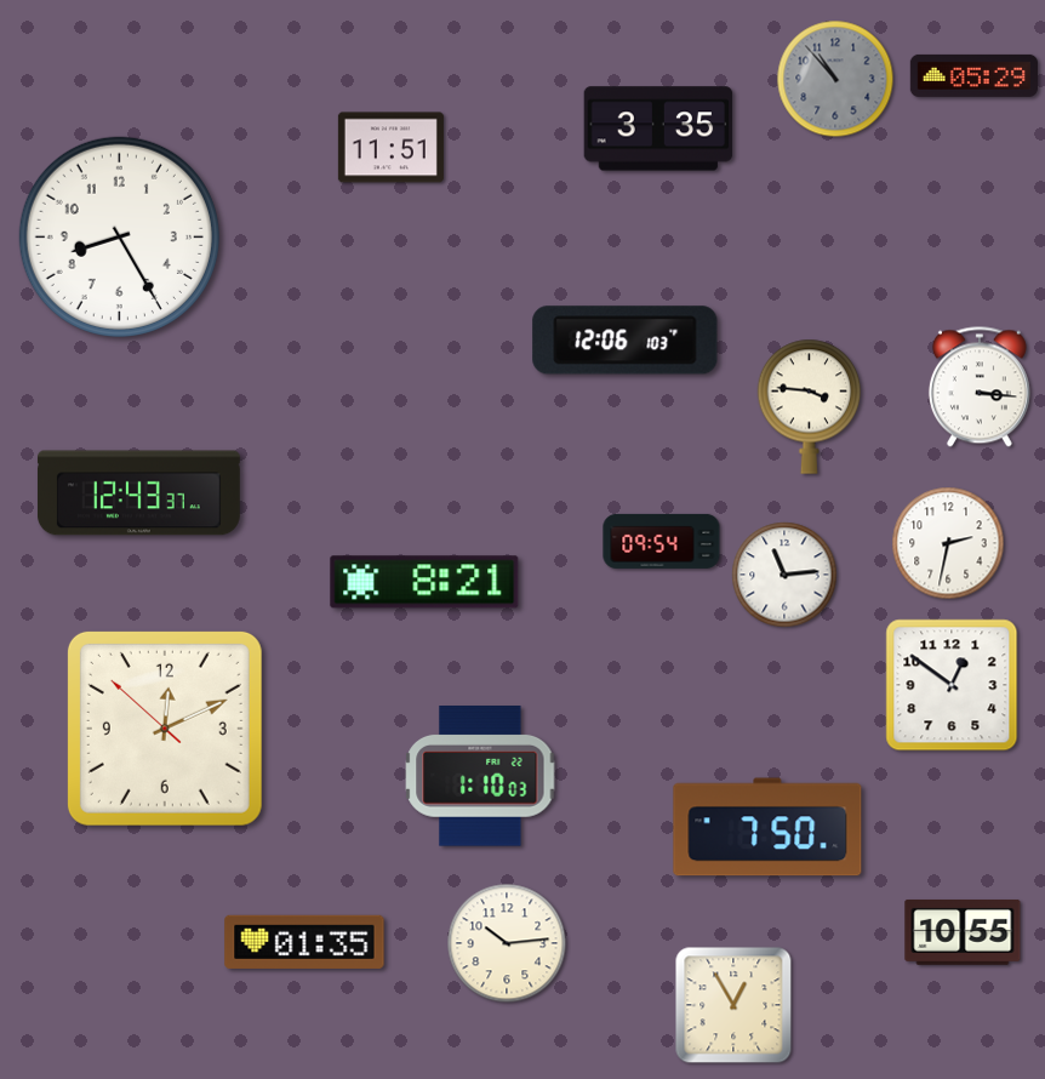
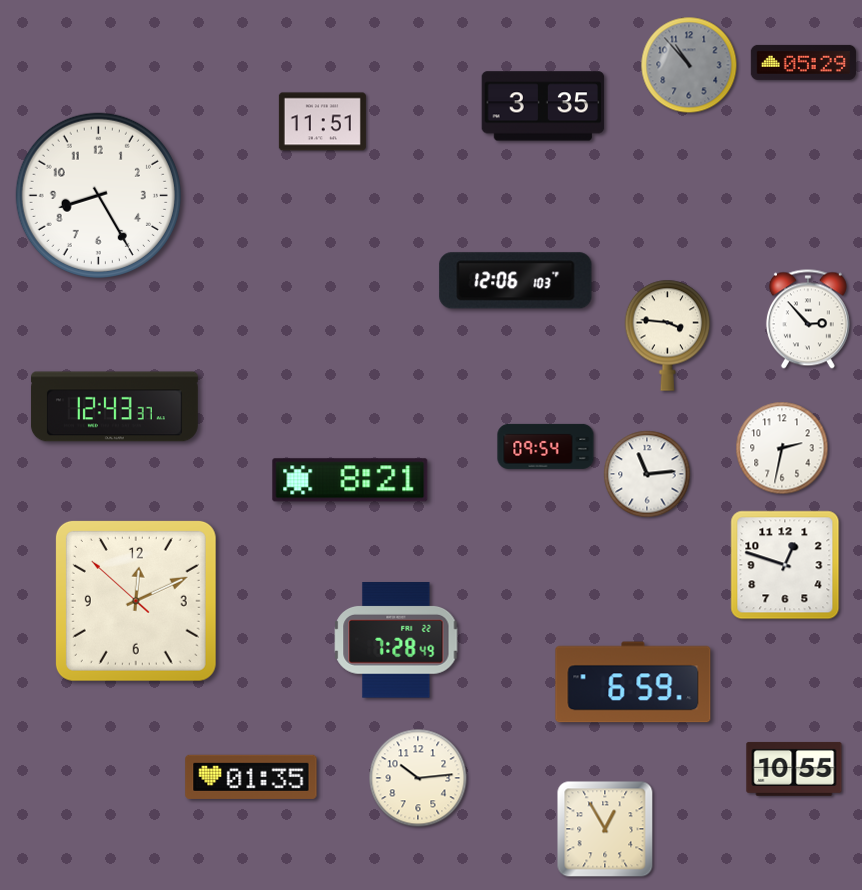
clock at (980, 387): 3:16 -> 2:53
clock at (952, 685): 12:51 -> 12:48
clock at (480, 777): 1:10 -> 7:28
clock at (767, 827): 7:50 -> 6:59
